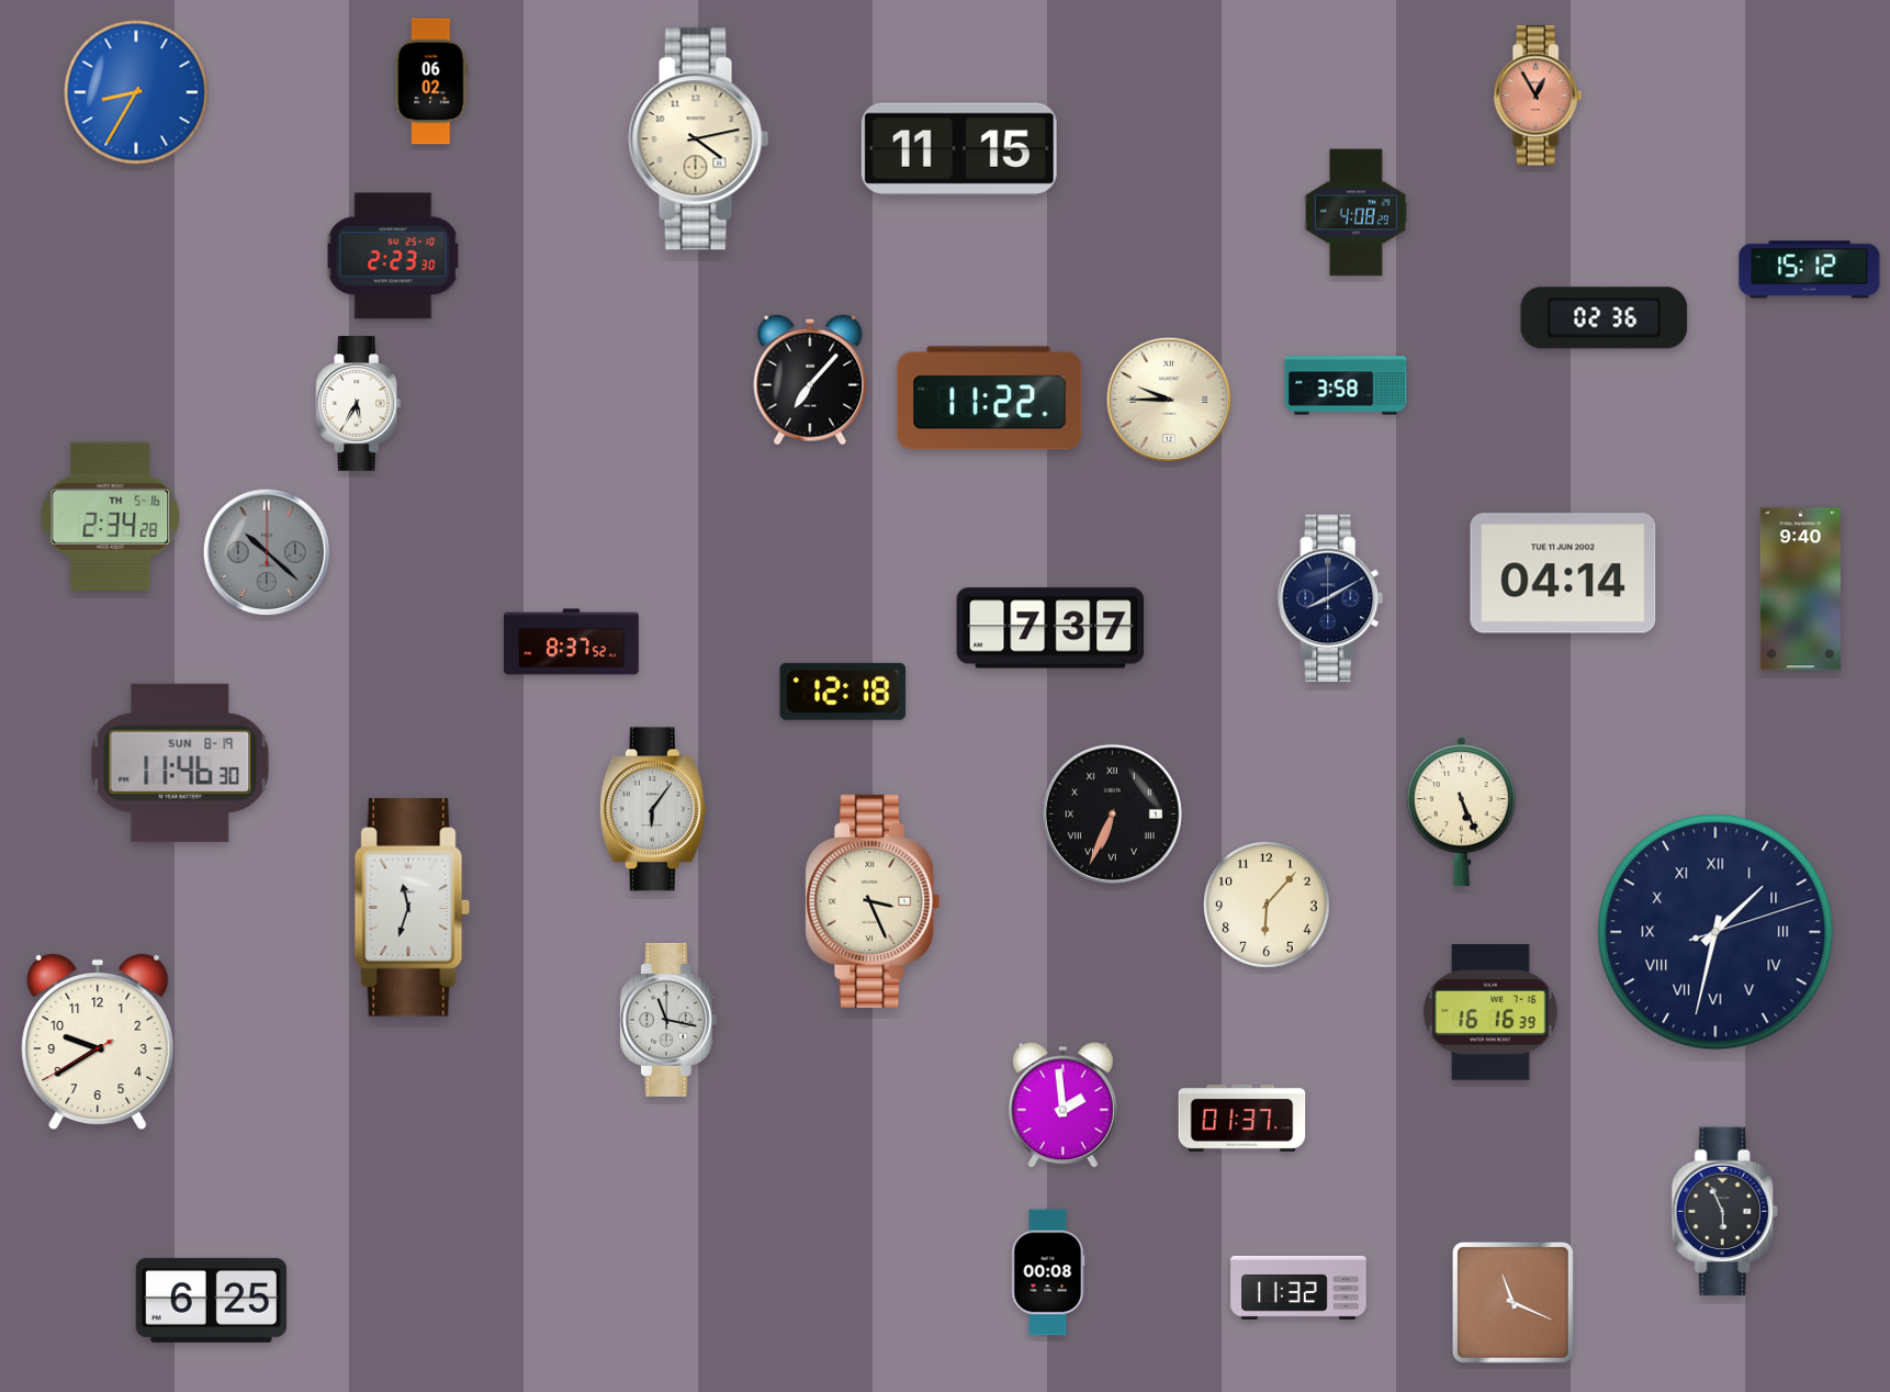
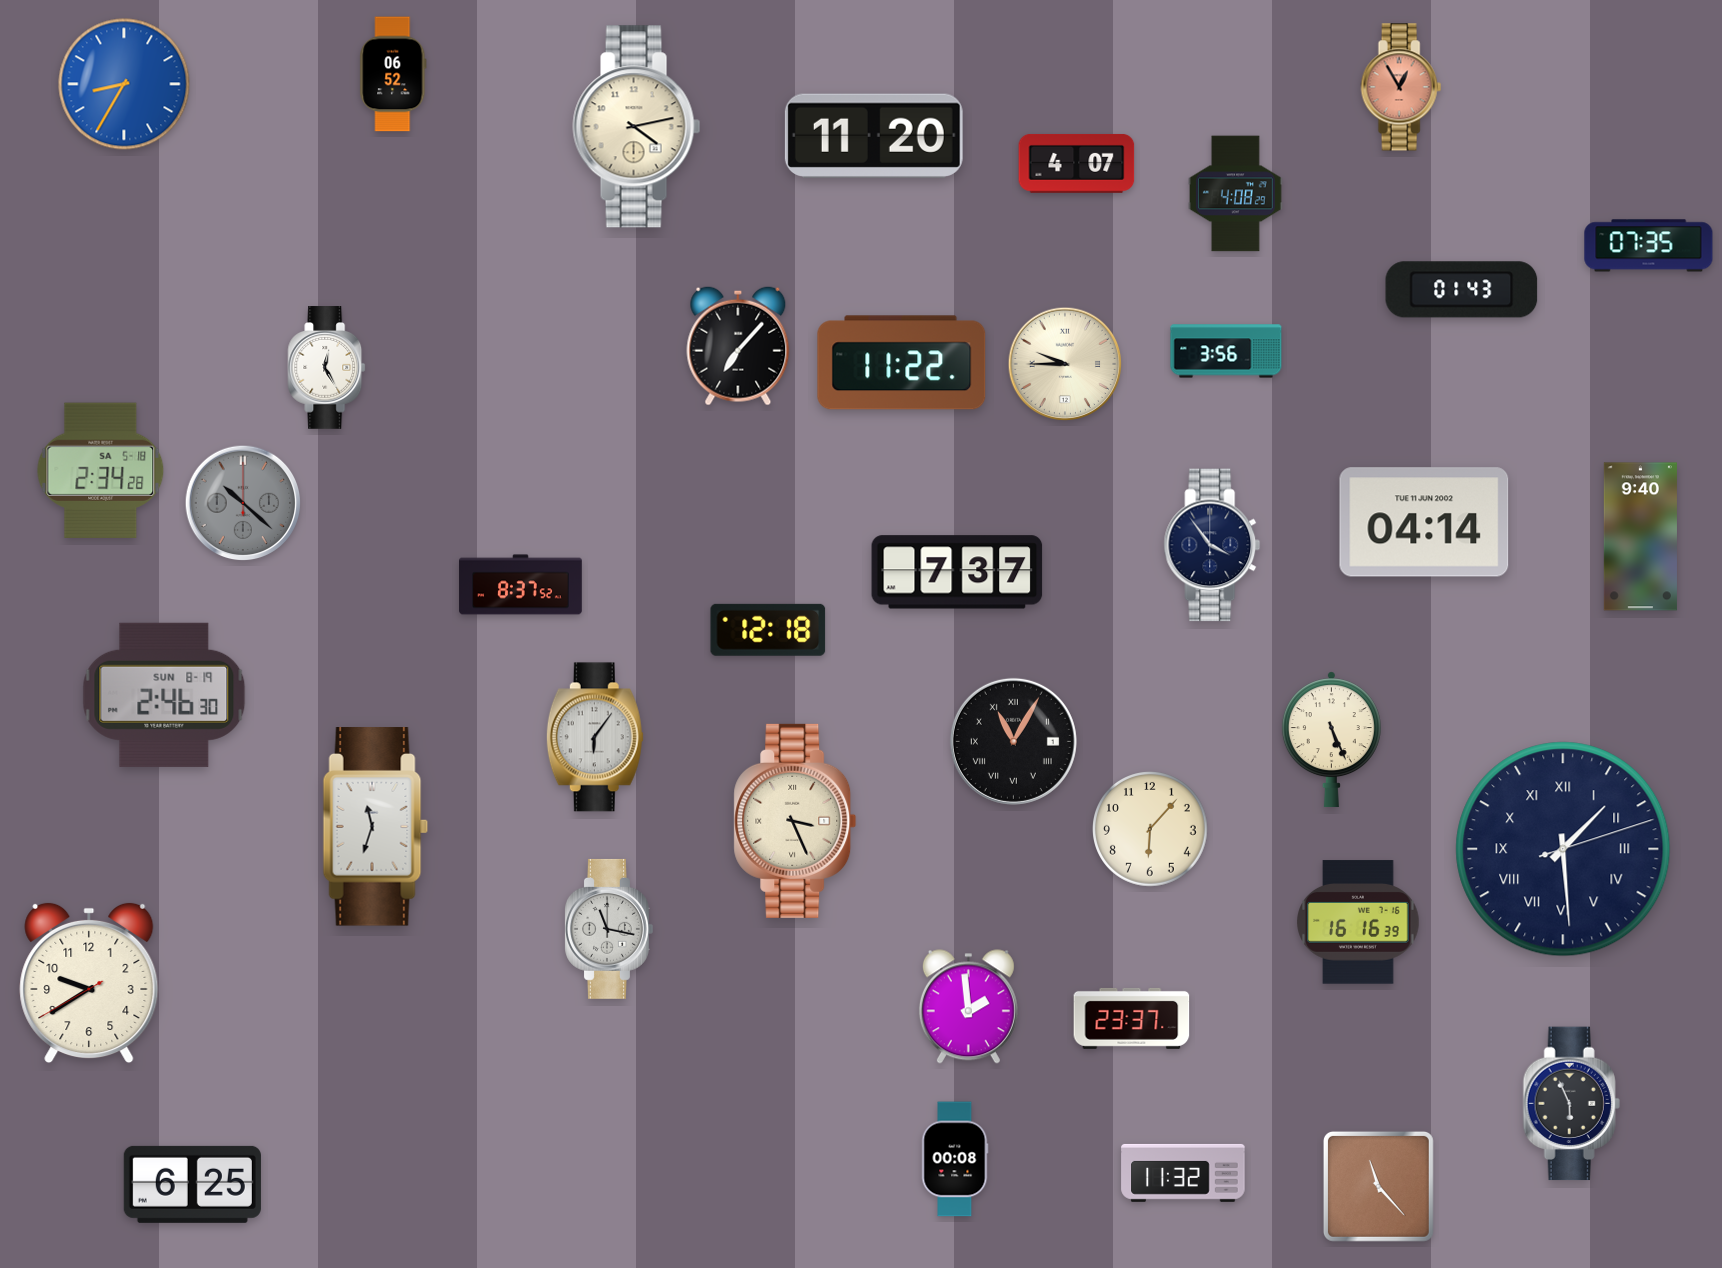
clock at (431, 81): 06:02 -> 06:52
clock at (959, 149): 11:15 -> 11:20
clock at (1077, 163): none -> 4:07
clock at (393, 256): 2:23 -> none
clock at (1810, 270): 15:12 -> 07:35
clock at (1605, 318): 02:36 -> 01:43
clock at (1346, 385): 3:58 -> 3:56
clock at (359, 404): 5:35 -> 12:25
clock at (111, 516) date: TH 5-16 -> SA 5-18
clock at (1330, 598): 8:10 -> 3:54
clock at (180, 763): 11:46 -> 2:46
clock at (1112, 813): 6:34 -> 11:05
clock at (1268, 906) position: (1268, 906) -> (1151, 830)
clock at (1715, 932): 1:32 -> 1:29
clock at (98, 1042) position: (98, 1042) -> (89, 983)
clock at (1242, 1118): 01:37 -> 23:37
clock at (1512, 1302): 11:19 -> 11:23
